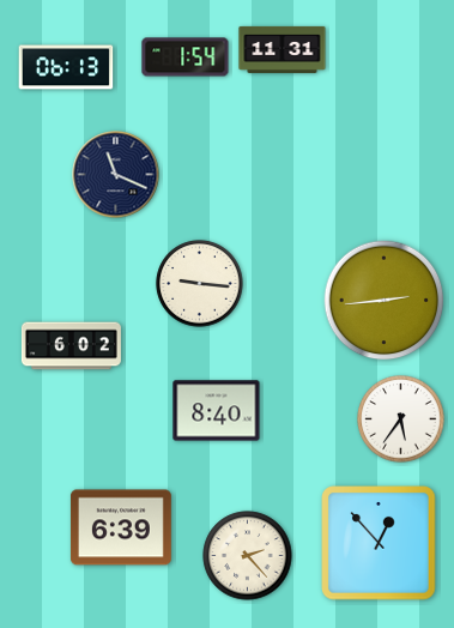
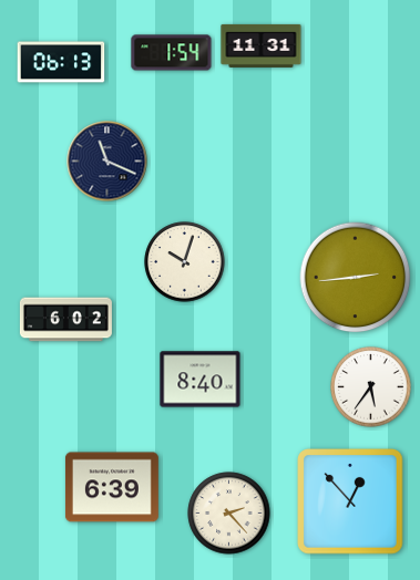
clock at (200, 284): 9:16 -> 10:03
